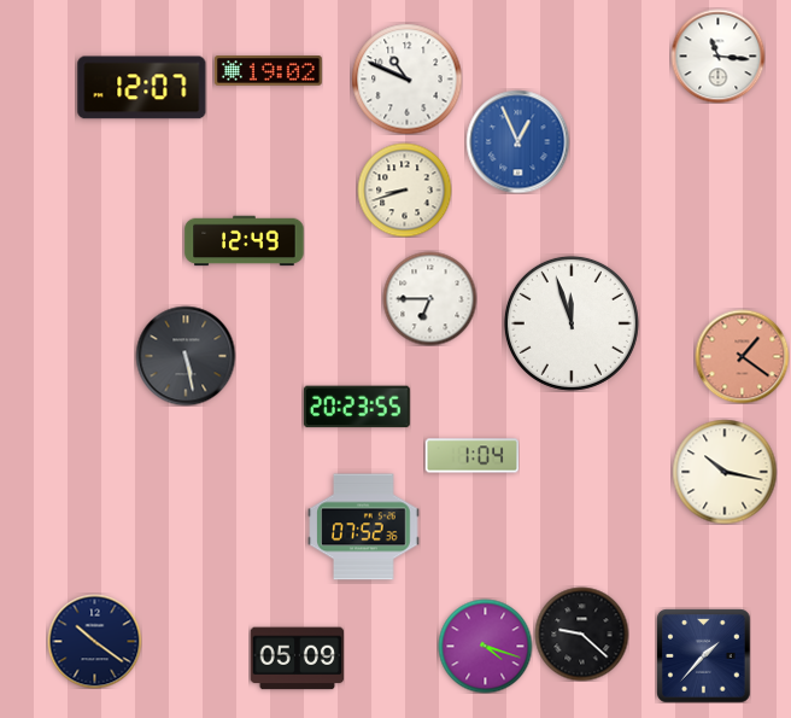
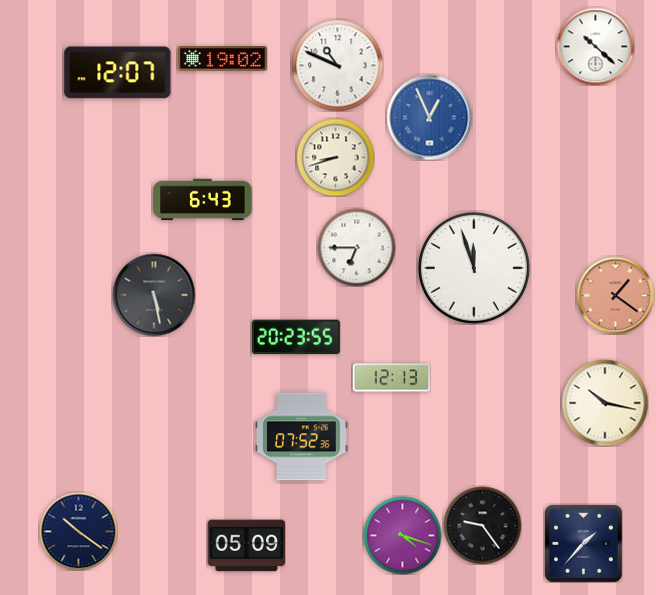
clock at (717, 56): 11:16 -> 10:22
clock at (245, 241): 12:49 -> 6:43
clock at (471, 456): 1:04 -> 12:13
clock at (725, 472) position: (725, 472) -> (605, 403)
clock at (581, 634): 9:22 -> 9:24
